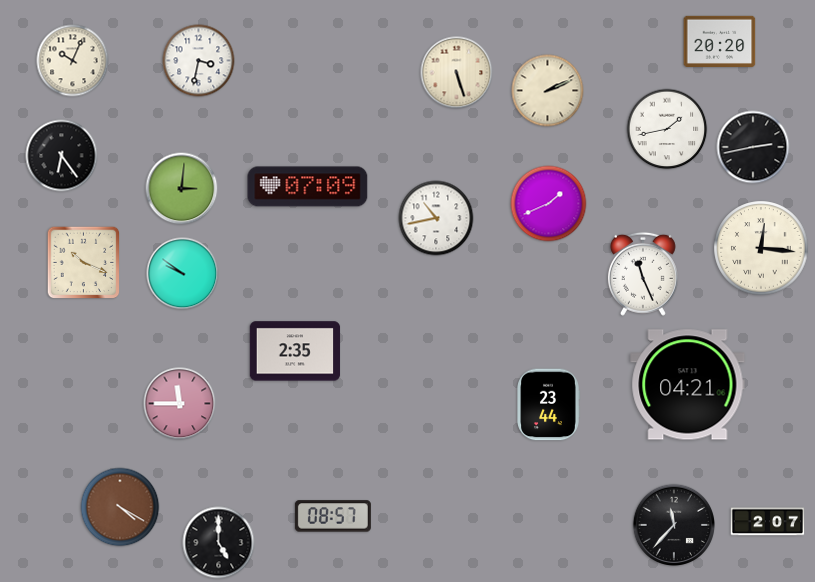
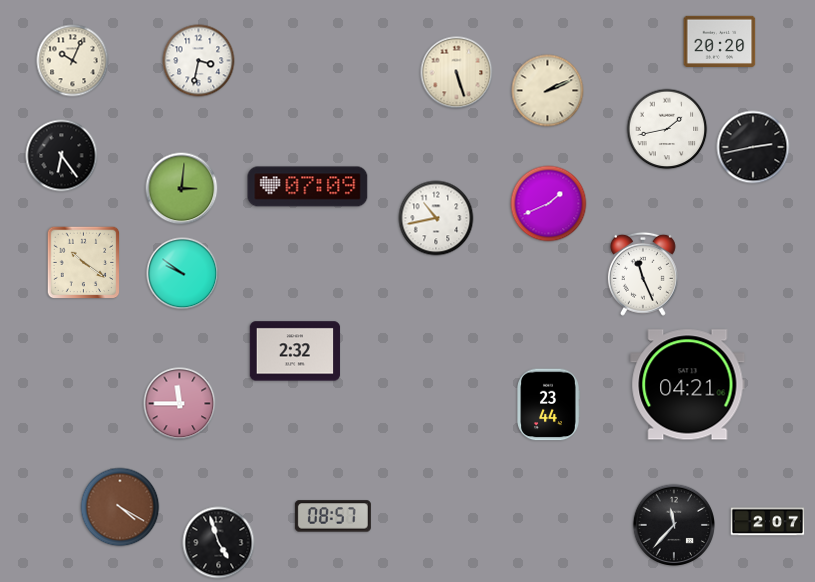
clock at (761, 248): 12:16 -> none
clock at (84, 263): 10:19 -> 10:21
clock at (295, 351): 2:35 -> 2:32
clock at (219, 543): 5:00 -> 4:57
